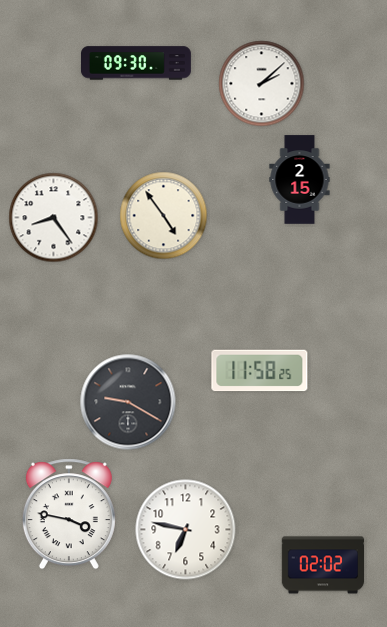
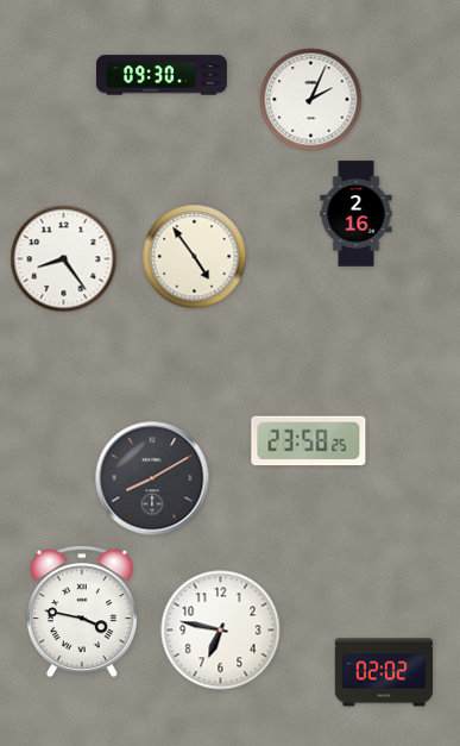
clock at (262, 84): 2:08 -> 2:04
clock at (300, 180): 2:15 -> 2:16
clock at (260, 371): 11:58 -> 23:58
clock at (128, 402): 9:20 -> 8:10
